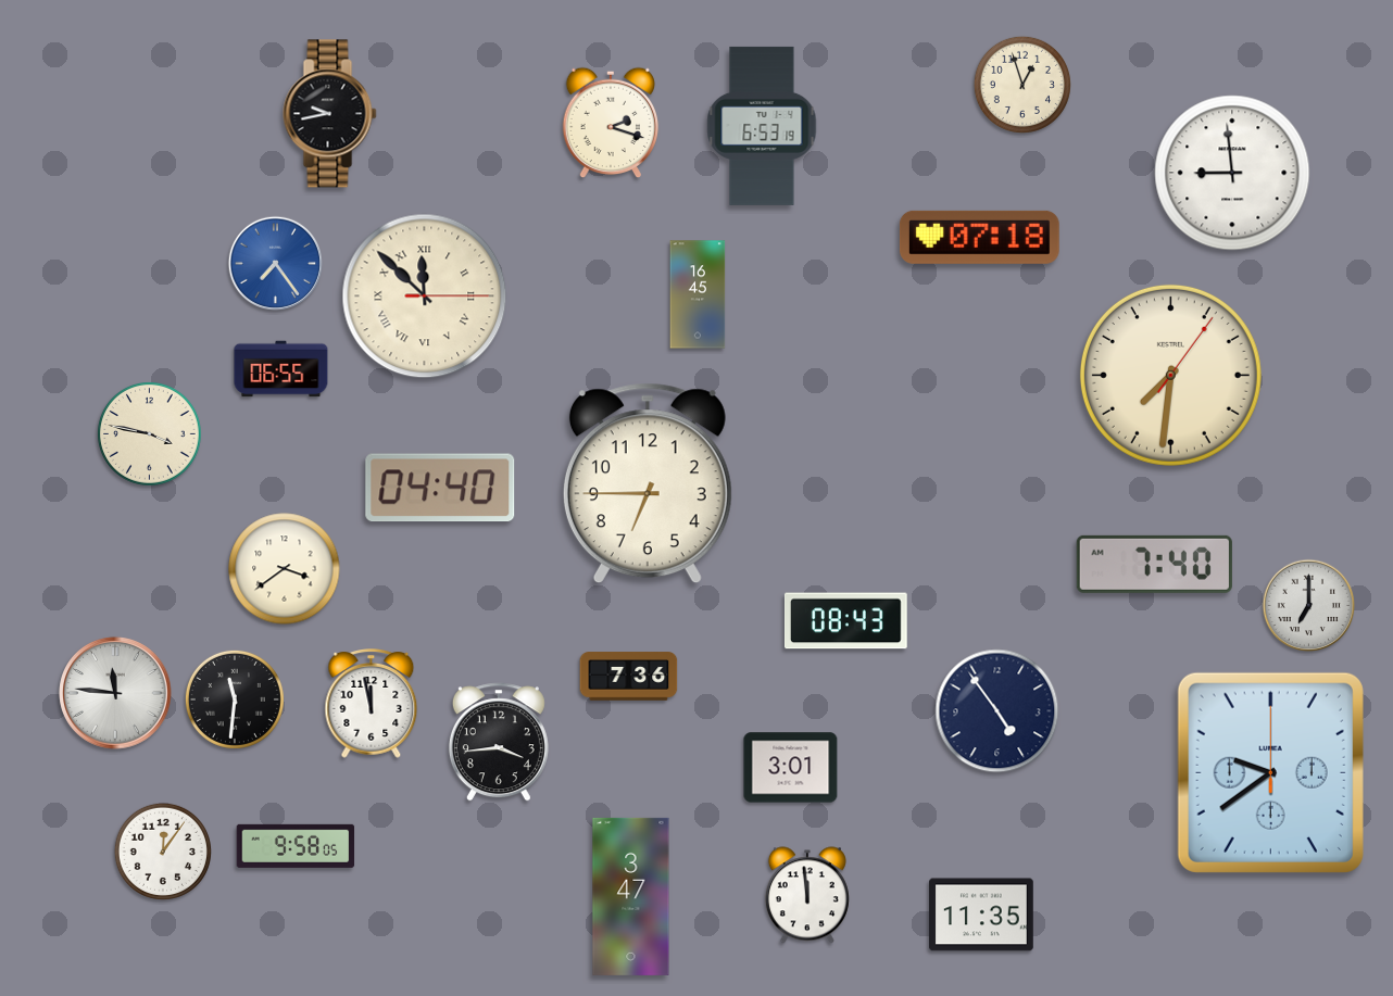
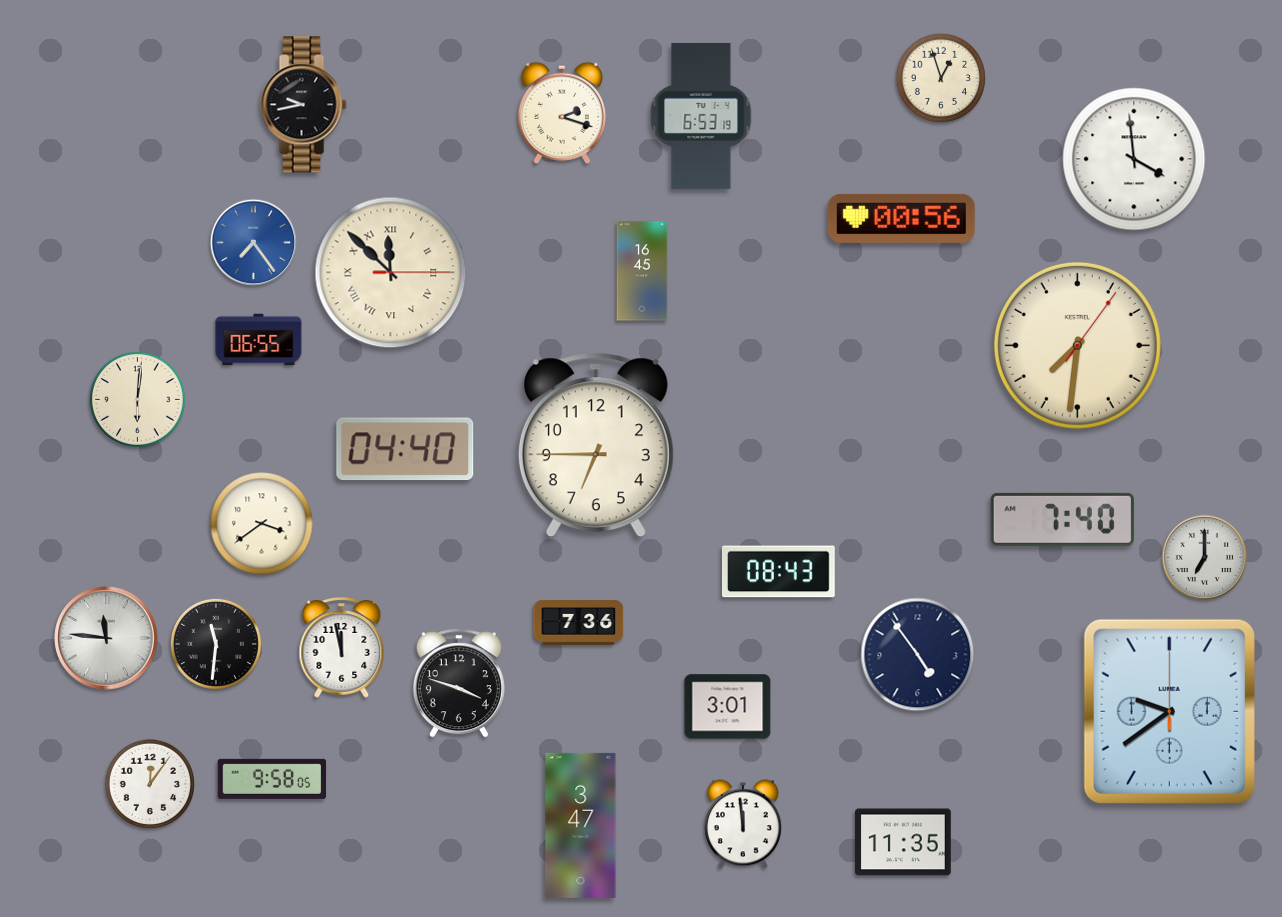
clock at (1232, 173): 8:59 -> 3:59
clock at (979, 237): 07:18 -> 00:56
clock at (150, 434): 3:47 -> 6:01
clock at (499, 742): 3:44 -> 3:48
